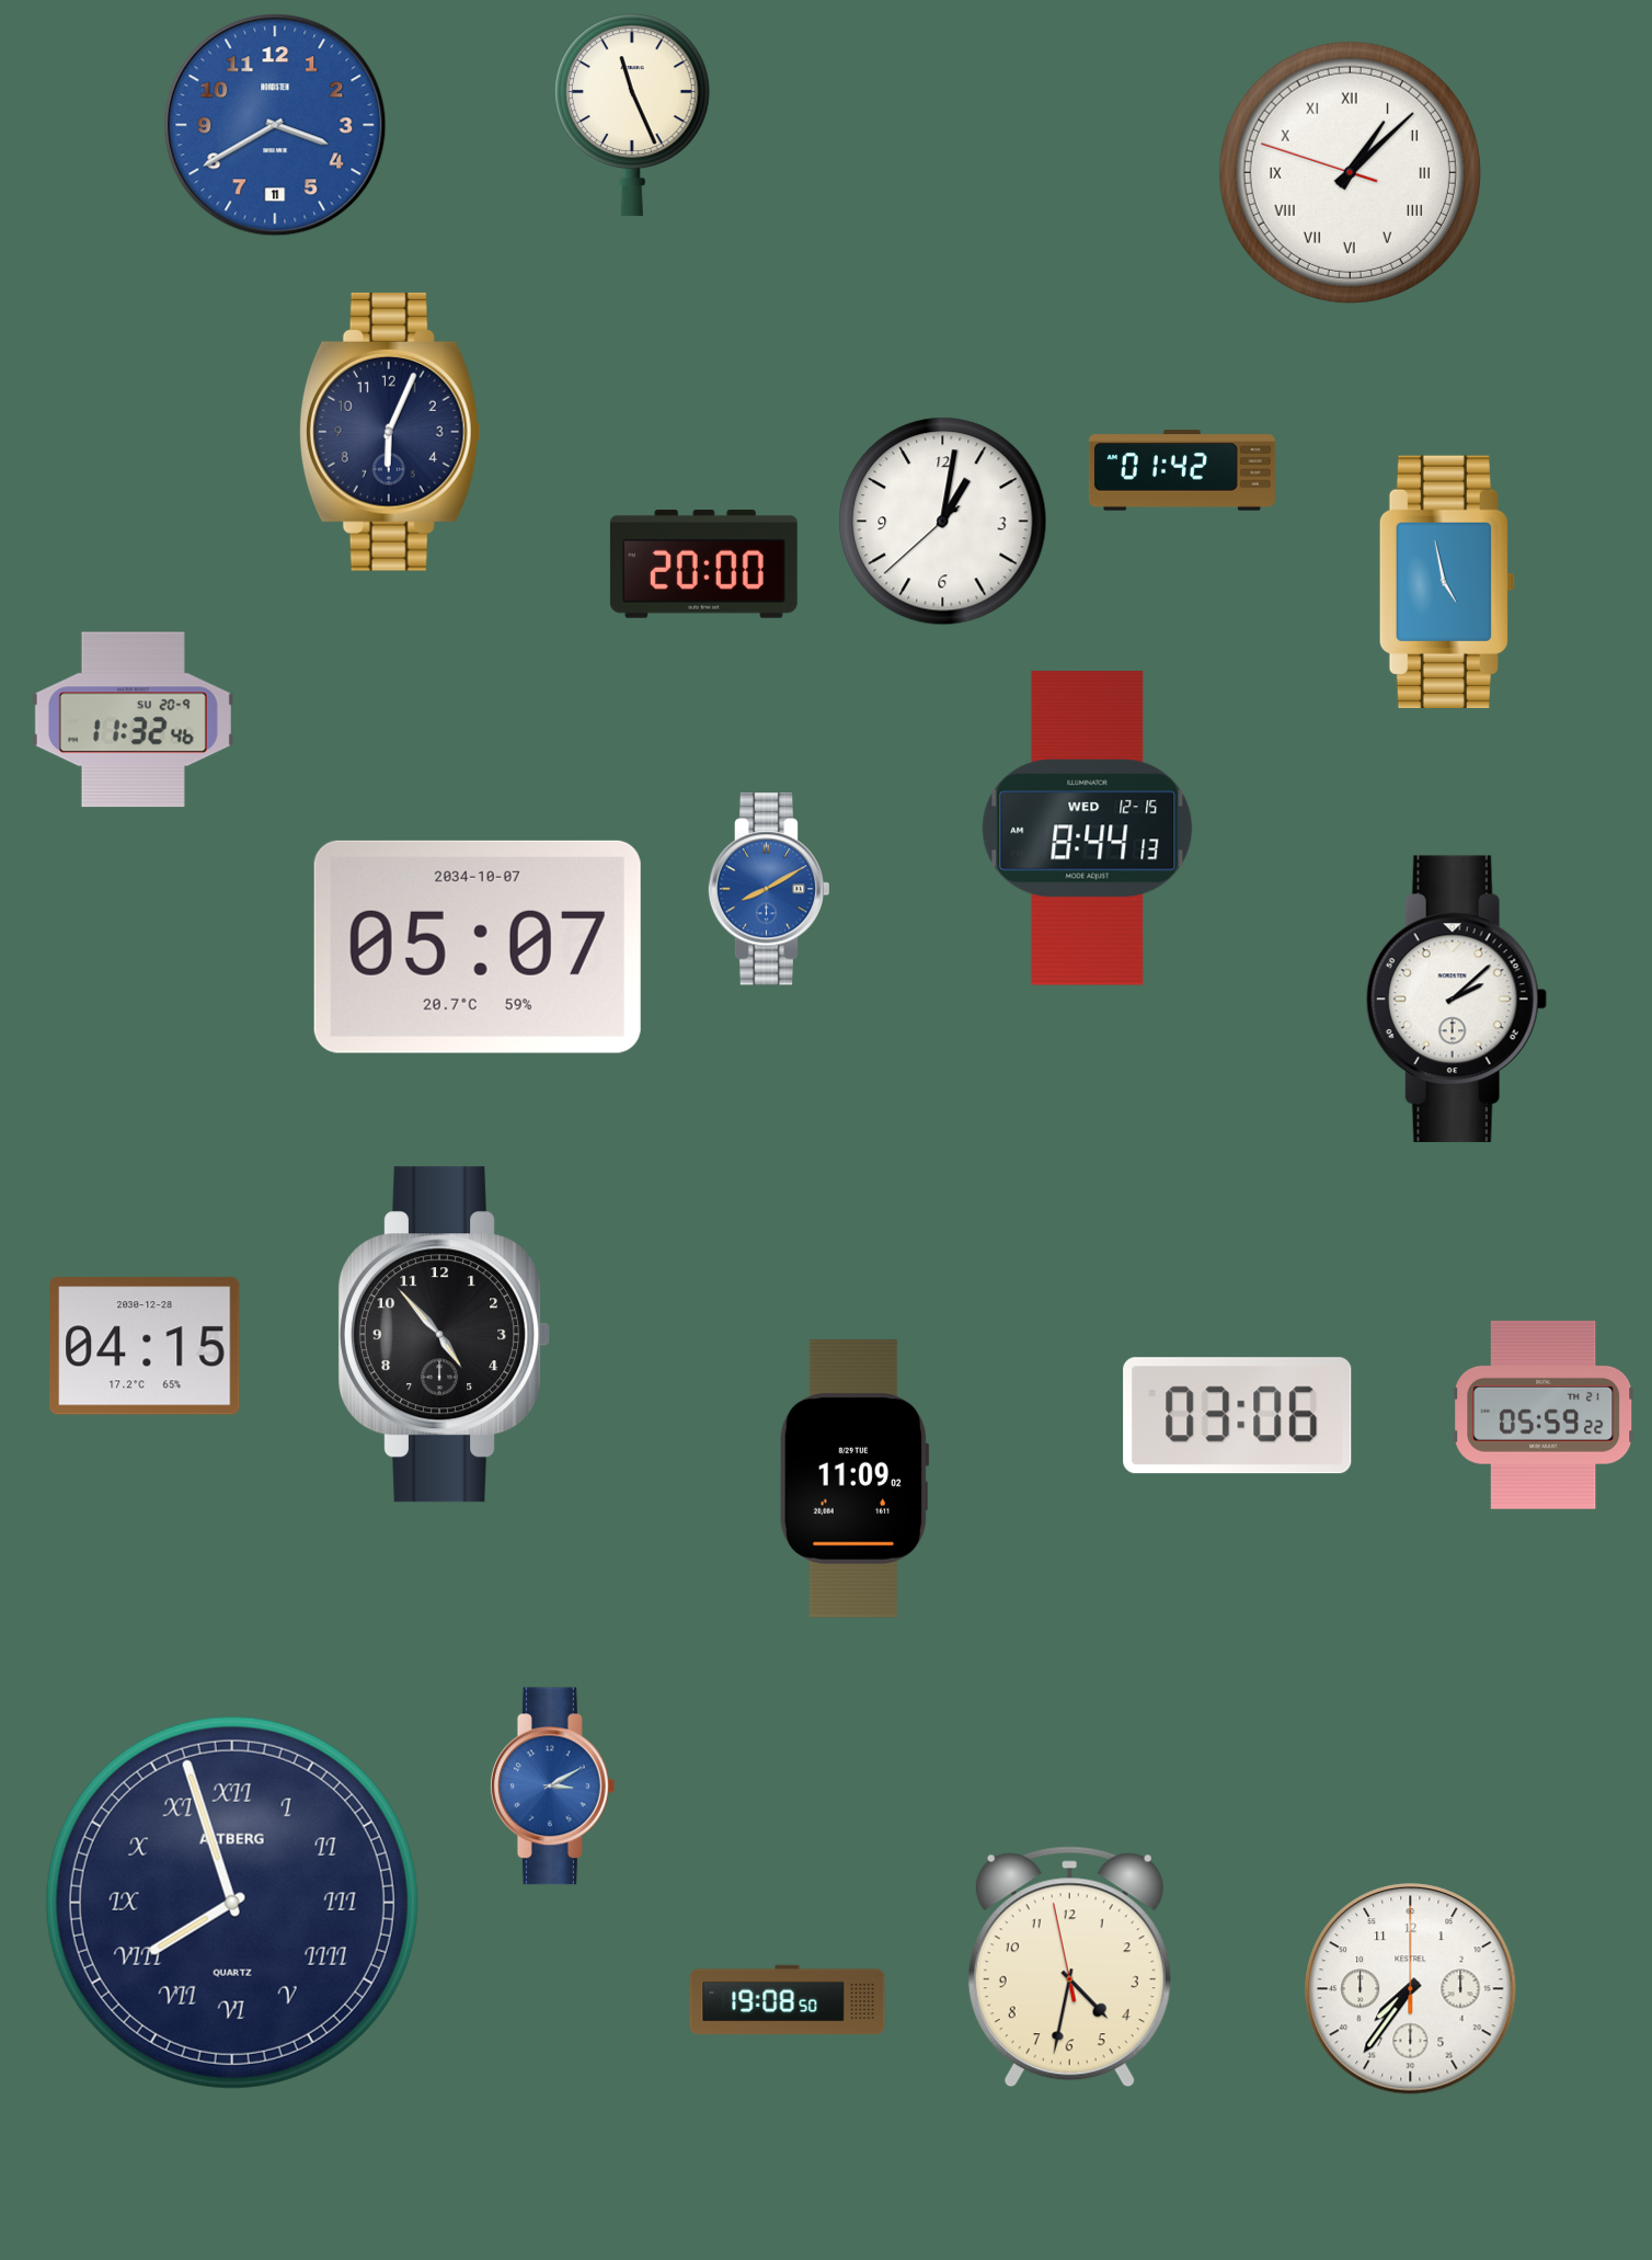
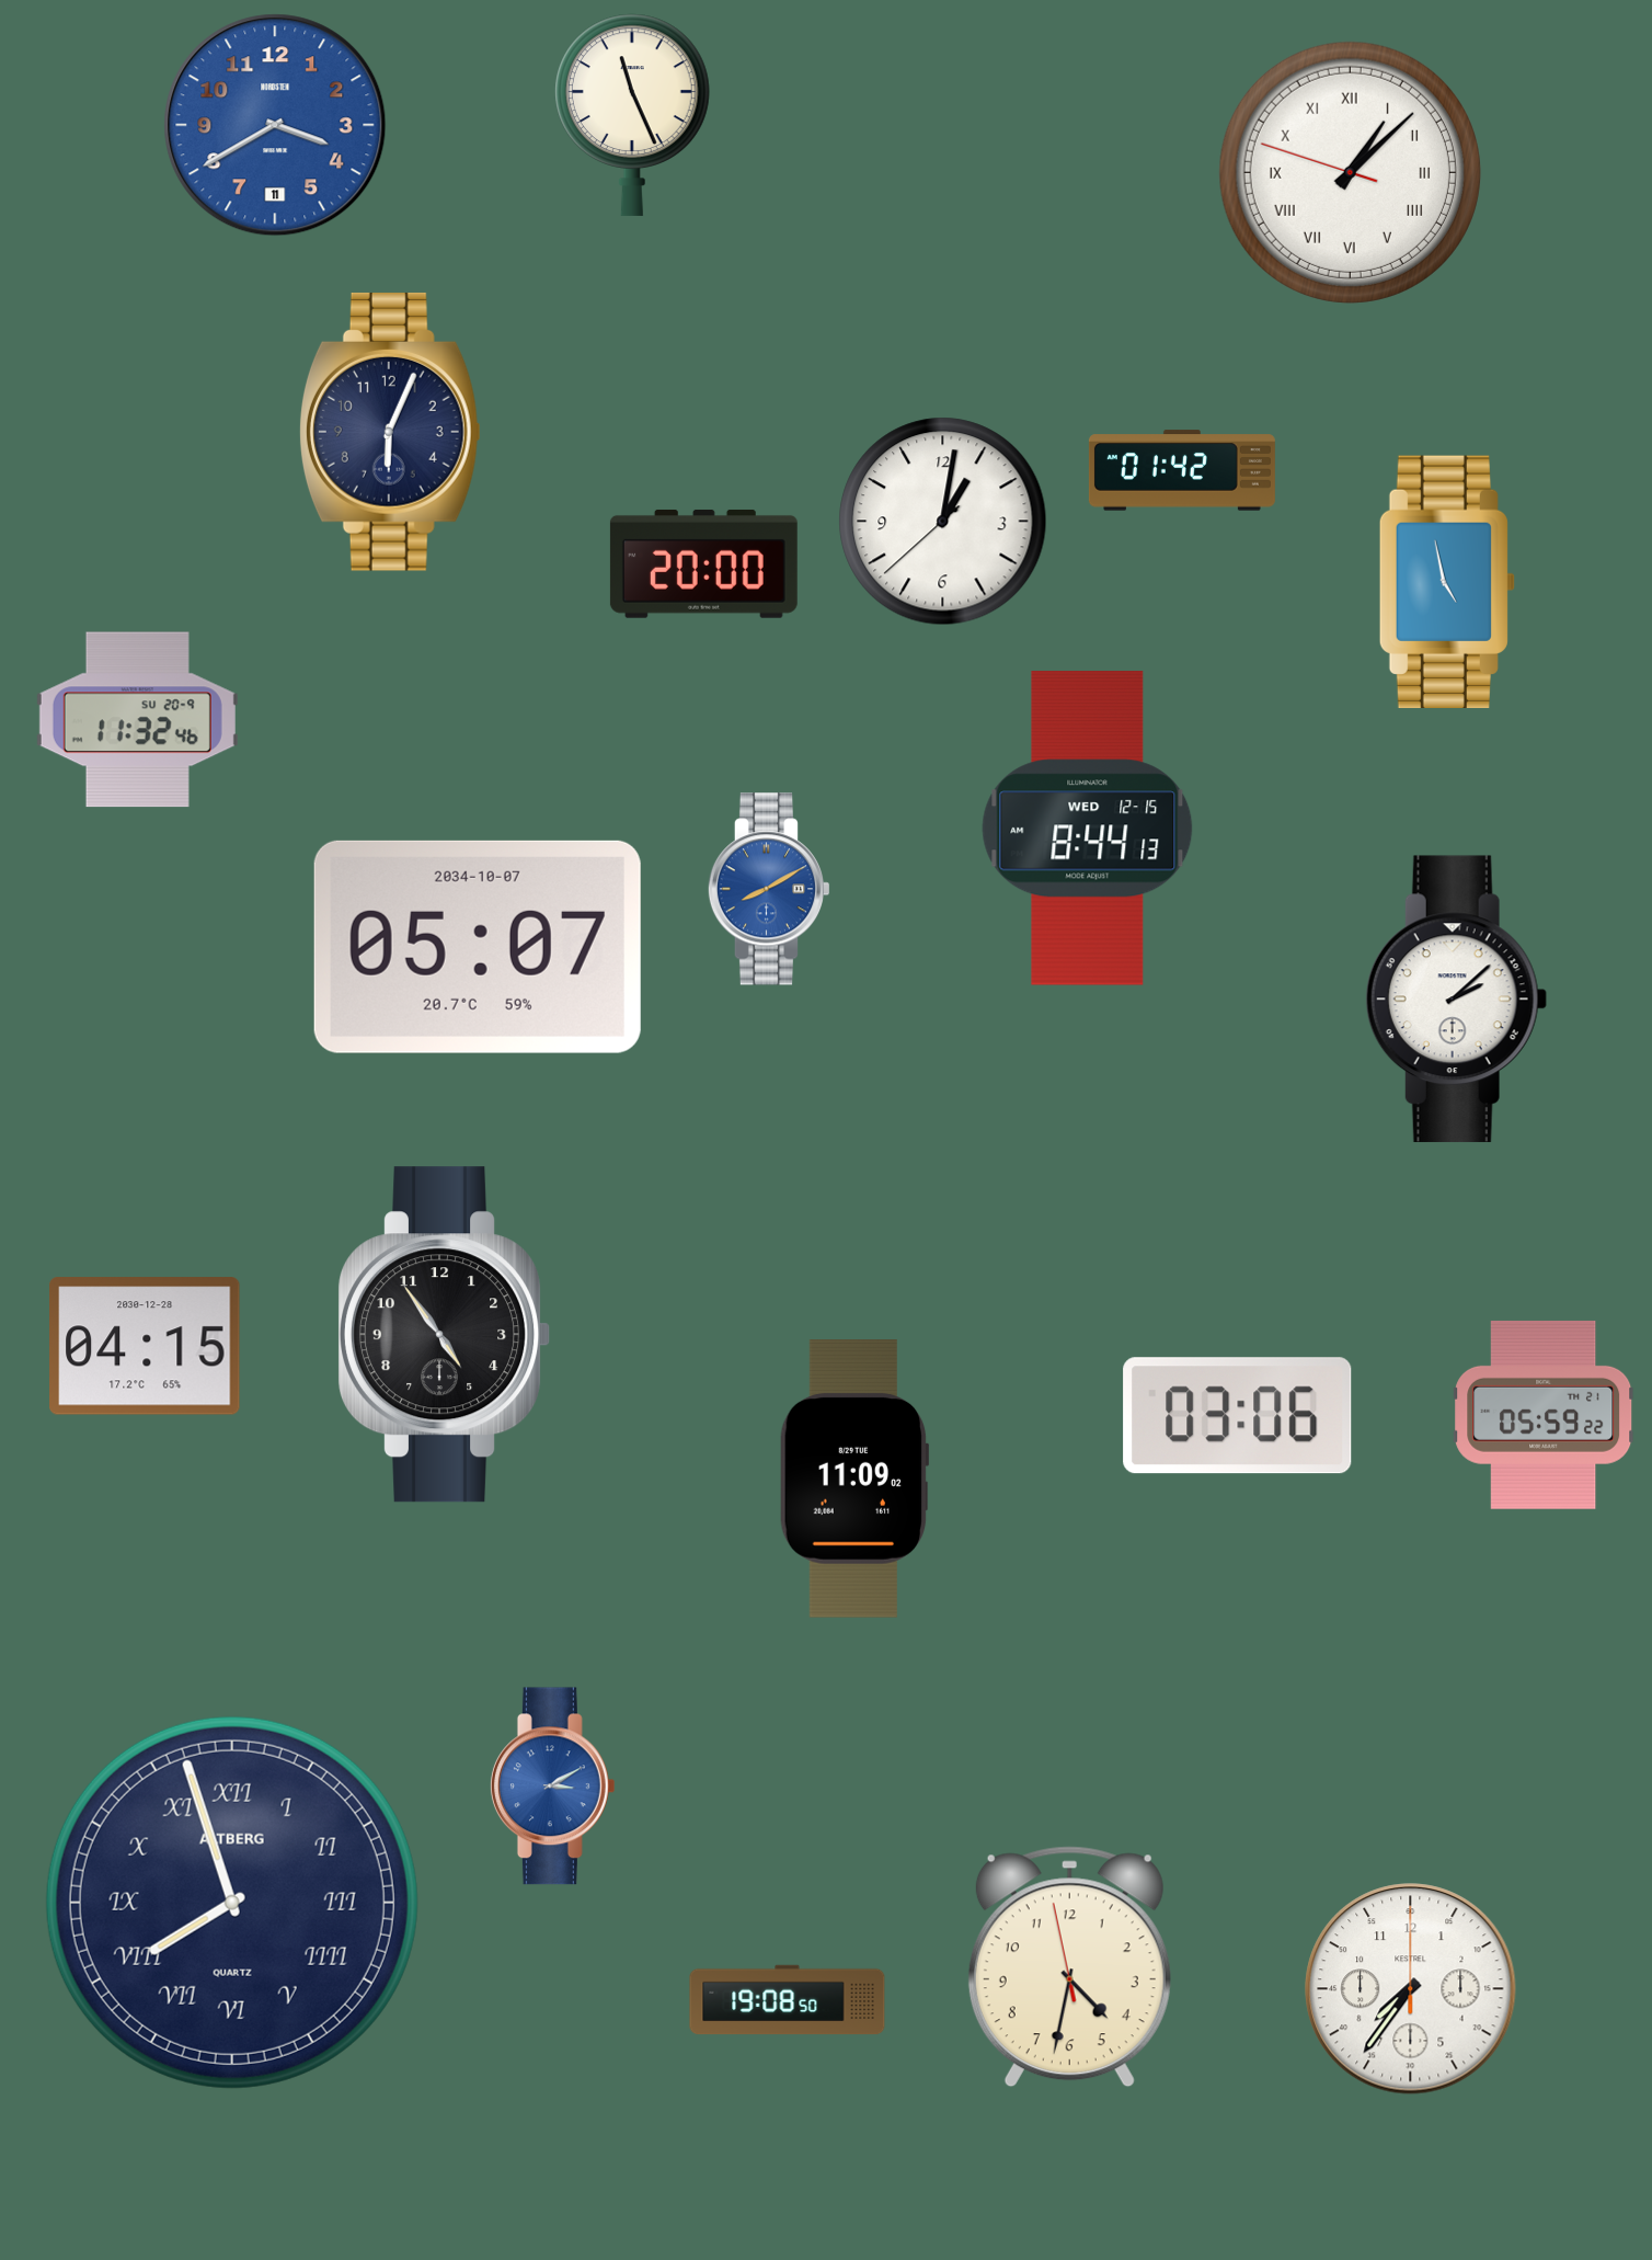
clock at (133, 720) position: (133, 720) -> (137, 720)
clock at (445, 1335): 4:53 -> 4:54
